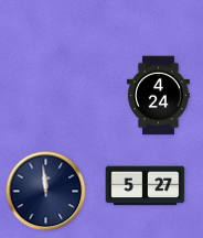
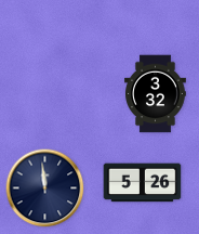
clock at (159, 96): 4:24 -> 3:32
clock at (146, 186): 5:27 -> 5:26
